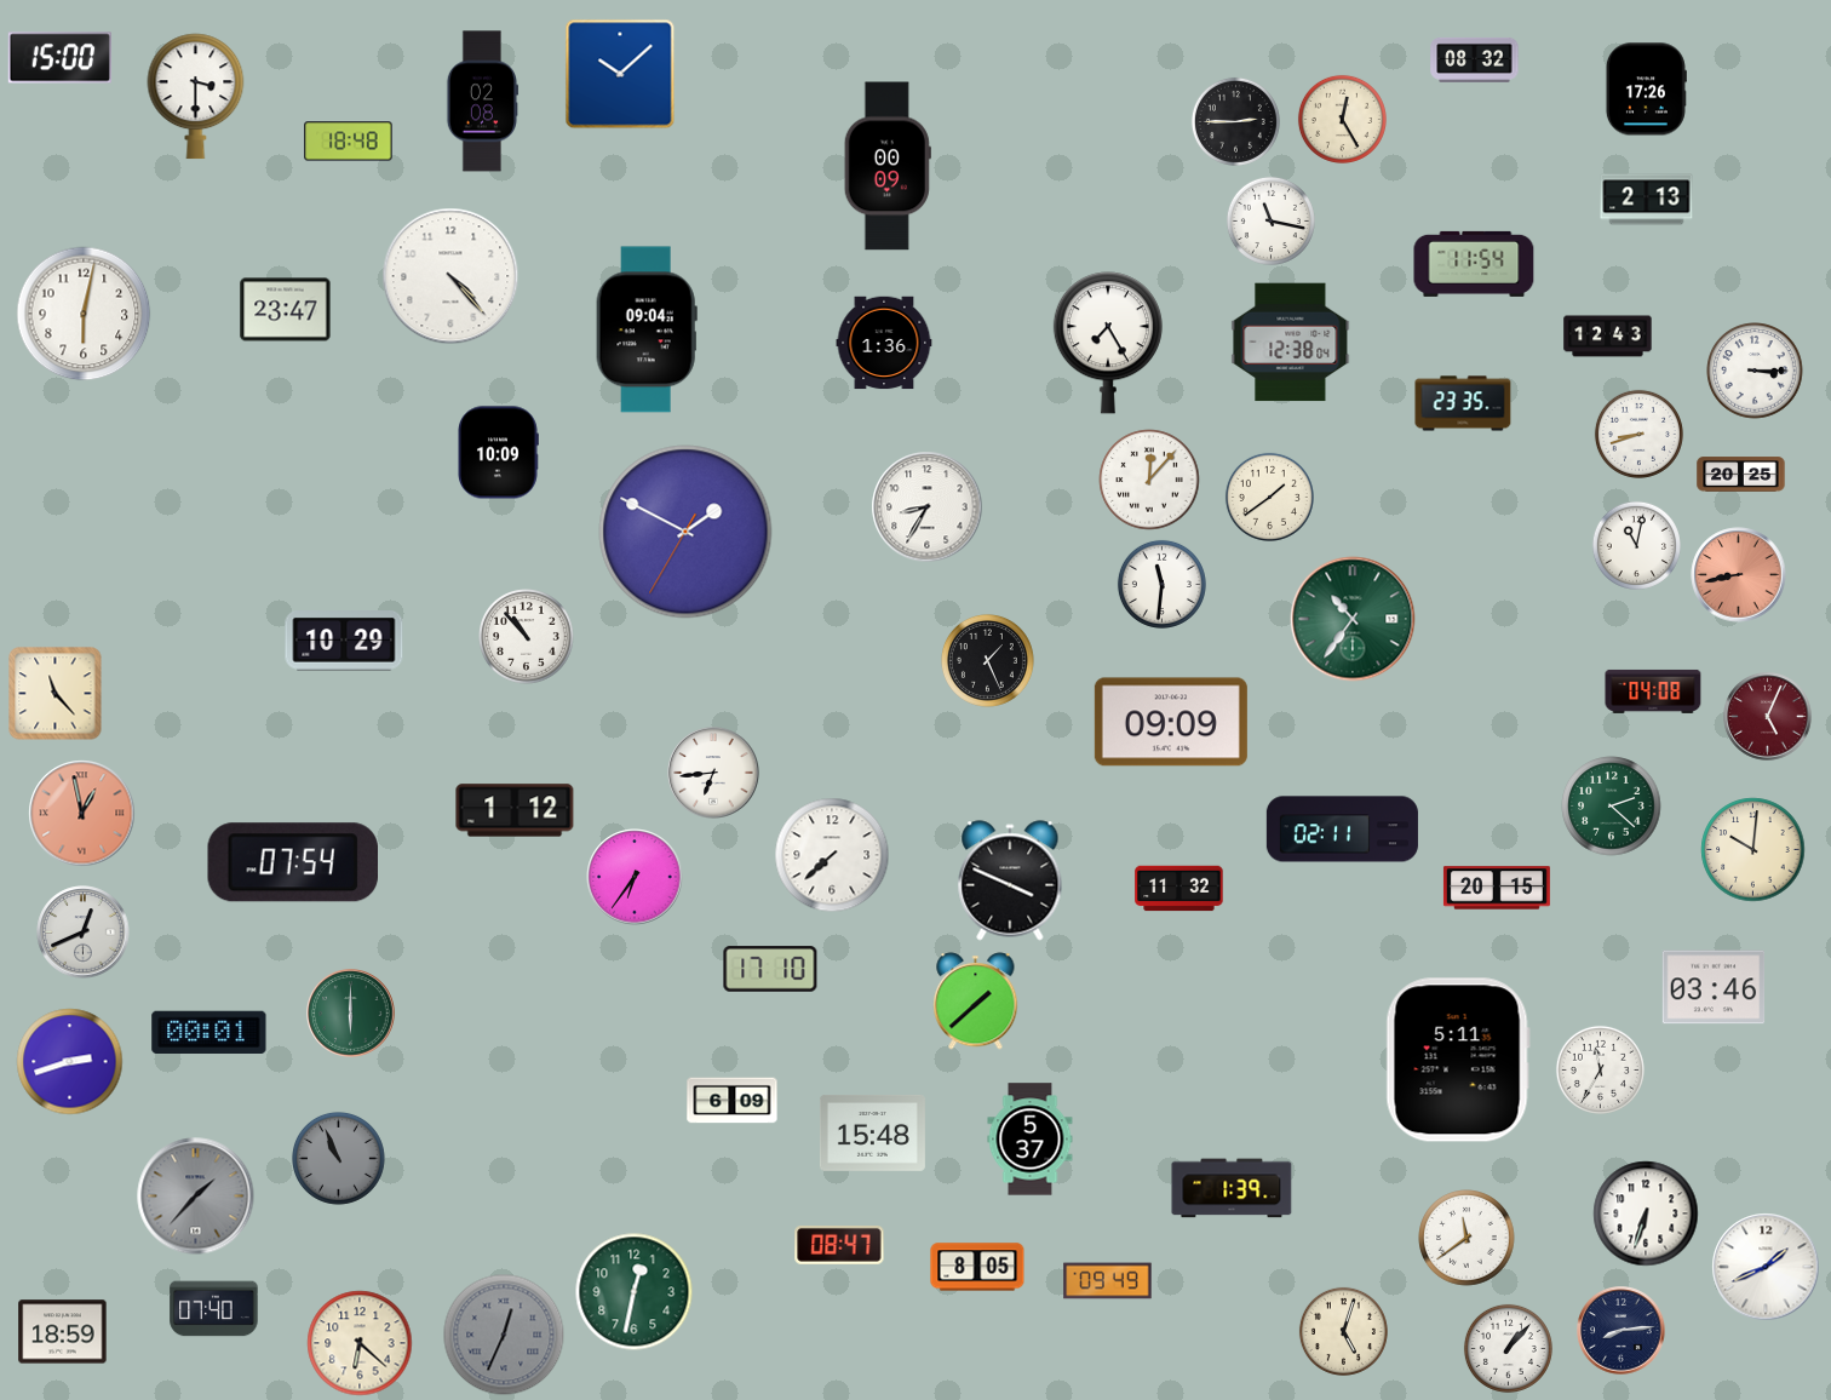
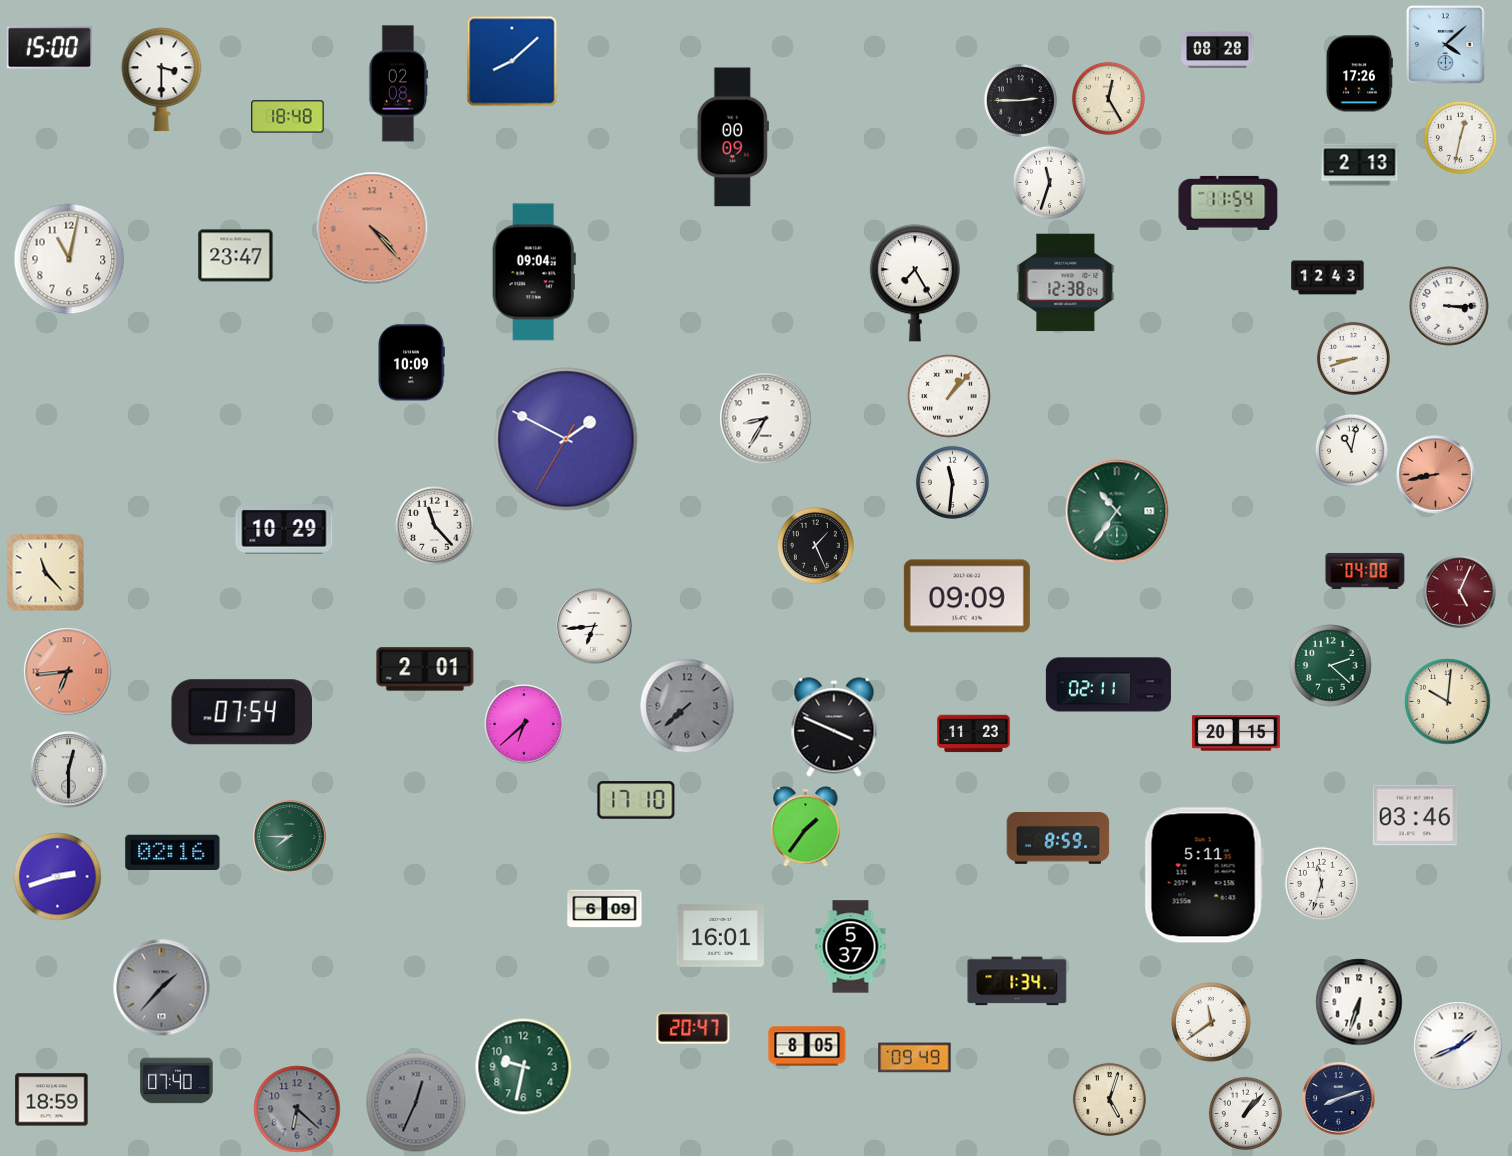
clock at (1446, 45): none -> 4:08
clock at (1475, 59): 08:32 -> 08:28
clock at (620, 74): 10:08 -> 8:08
clock at (1460, 137): none -> 12:32
clock at (1270, 220): 11:17 -> 11:33
clock at (1474, 264) position: (1474, 264) -> (1228, 203)
clock at (450, 276) dial: white -> salmon
clock at (84, 314): 6:02 -> 11:02
clock at (884, 343): 1:36 -> none
clock at (1463, 403): 23:35 -> none
clock at (498, 453) position: (498, 453) -> (411, 363)
clock at (1741, 475): 20:25 -> none
clock at (1149, 480): 12:07 -> 1:07
clock at (1269, 497): 1:39 -> none
clock at (1161, 584) position: (1161, 584) -> (952, 482)
clock at (527, 637): 10:53 -> 11:23
clock at (713, 773) position: (713, 773) -> (594, 626)
clock at (515, 810): 1:12 -> 2:01
clock at (82, 814): 12:58 -> 6:44
clock at (832, 855) dial: white -> grey
clock at (635, 877): 6:36 -> 6:38
clock at (1179, 889): 11:32 -> 11:23
clock at (84, 933): 12:41 -> 12:30
clock at (976, 1002): 1:38 -> 1:36
clock at (351, 1014): 6:00 -> 7:45
clock at (1058, 839): none -> 8:59
clock at (209, 1033): 00:01 -> 02:16
clock at (1600, 1069): 11:35 -> 11:33
clock at (872, 1132): 15:48 -> 16:01
clock at (1031, 1140) position: (1031, 1140) -> (851, 947)
clock at (338, 1158): 10:56 -> none
clock at (1232, 1188): 1:39 -> 1:34
clock at (839, 1246): 08:47 -> 20:47
clock at (635, 1292): 12:32 -> 9:32
clock at (1622, 1331): 8:14 -> 8:12
clock at (360, 1343) dial: cream -> grey
